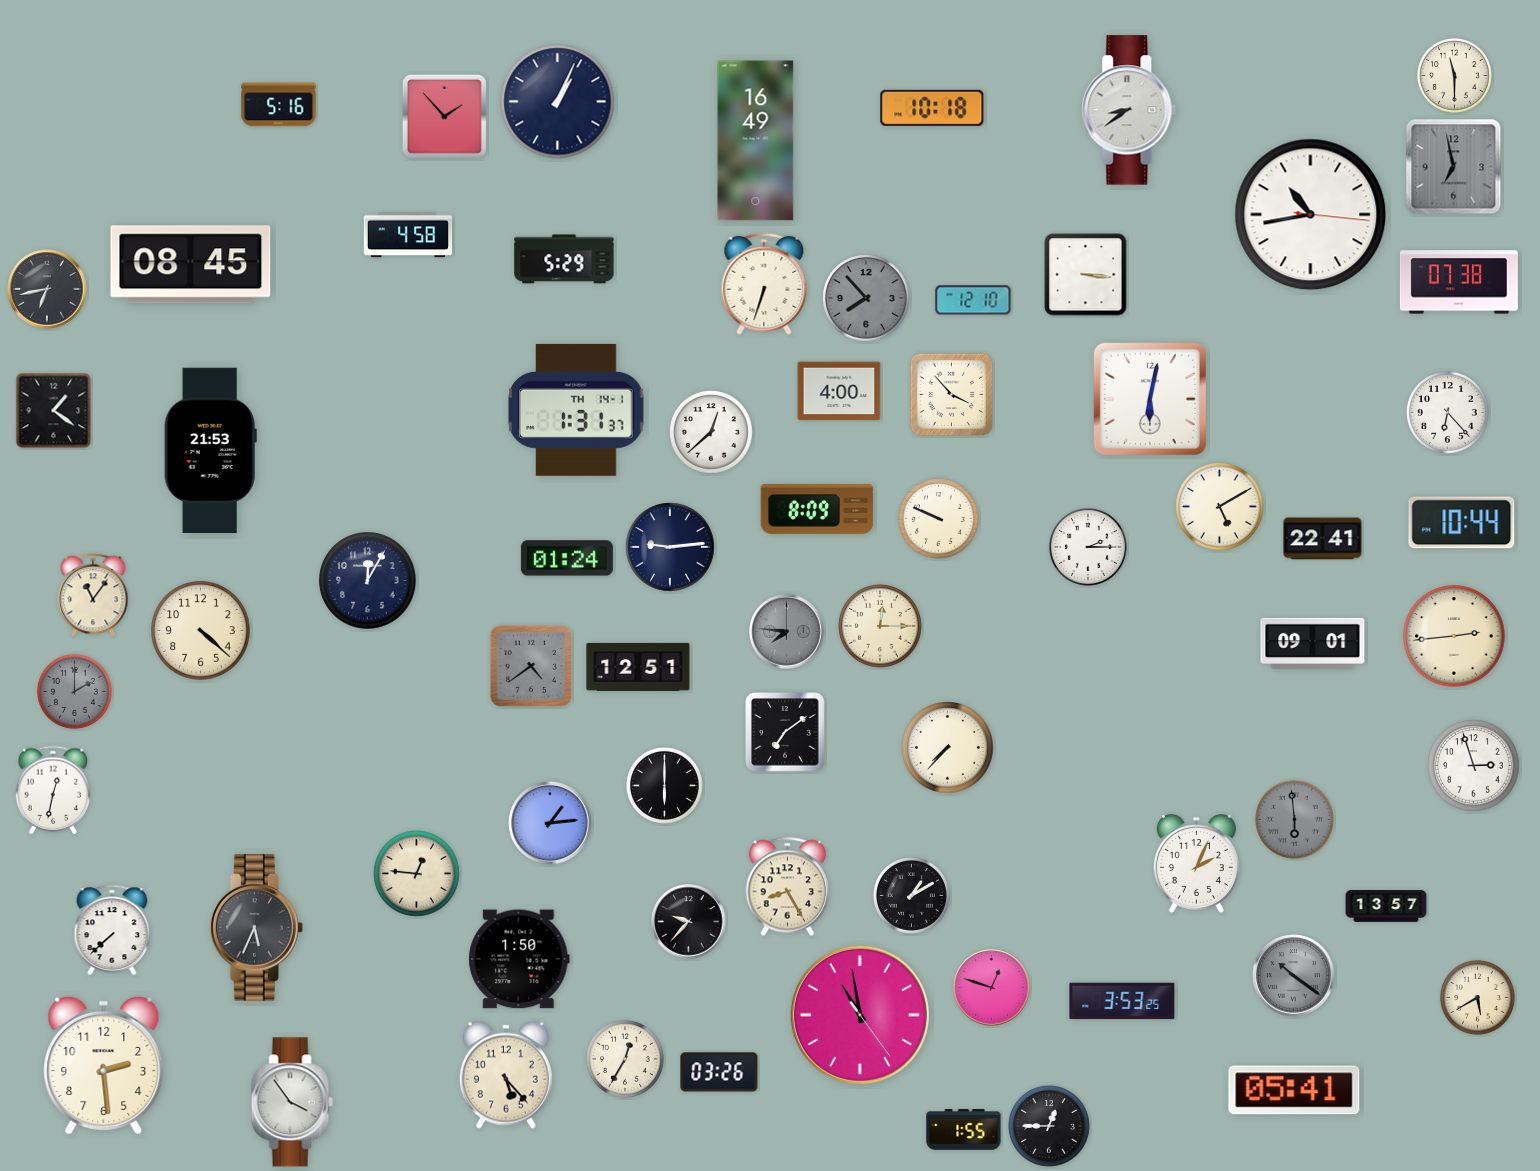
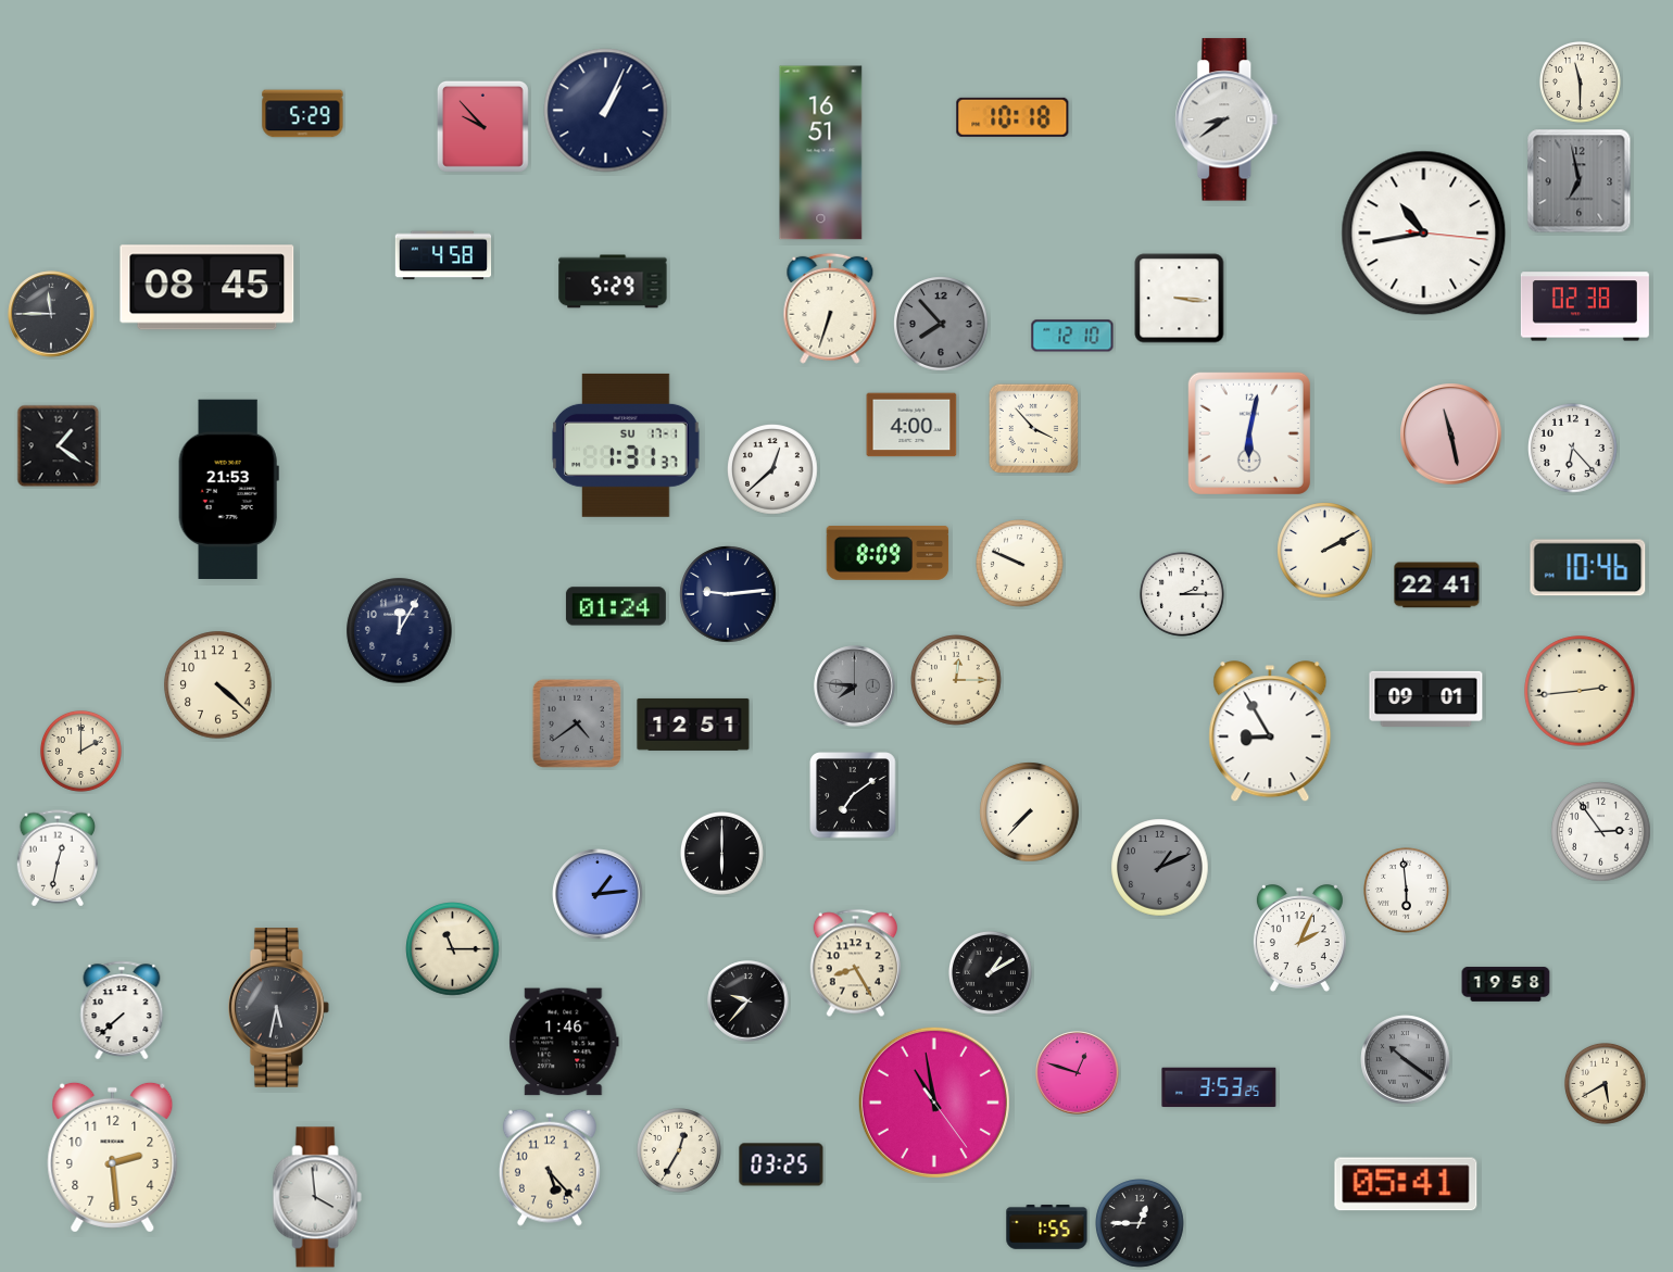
clock at (279, 105): 5:16 -> 5:29
clock at (444, 116): 1:53 -> 9:53
clock at (756, 141): 16:49 -> 16:51
clock at (1459, 282): 07:38 -> 02:38
clock at (47, 289): 6:43 -> 11:45
clock at (973, 300) position: (973, 300) -> (1072, 336)
clock at (1451, 435): none -> 11:28
clock at (576, 410) date: TH 14-1 -> SU 17-1
clock at (1220, 507): 5:10 -> 2:10
clock at (1462, 523): 10:44 -> 10:46
clock at (93, 595): 11:06 -> none
clock at (1270, 732): none -> 8:55
clock at (74, 691) dial: grey -> cream
clock at (1474, 766): 2:57 -> 2:54
clock at (1160, 868): none -> 1:11
clock at (1295, 820) dial: grey -> white
clock at (417, 874): 12:46 -> 11:15
clock at (1386, 906): 13:57 -> 19:58
clock at (256, 928): 5:34 -> 5:32
clock at (519, 959): 1:50 -> 1:46
clock at (719, 1072): 03:26 -> 03:25
clock at (292, 1102): 3:54 -> 3:59
